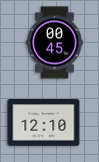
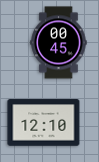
clock at (55, 43) position: (55, 43) -> (59, 43)
